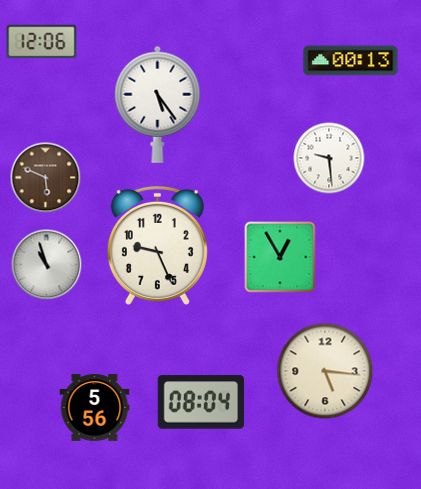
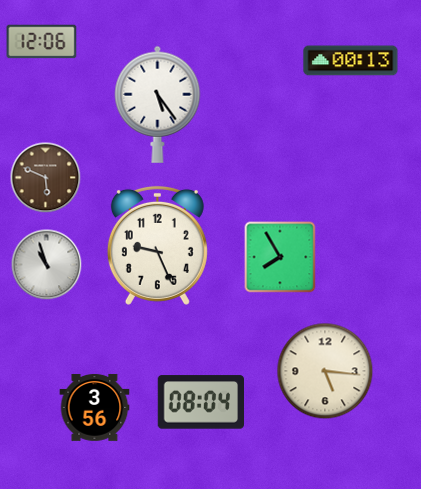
clock at (329, 158): 9:29 -> none
clock at (280, 257): 12:55 -> 7:55
clock at (95, 407): 5:56 -> 3:56
